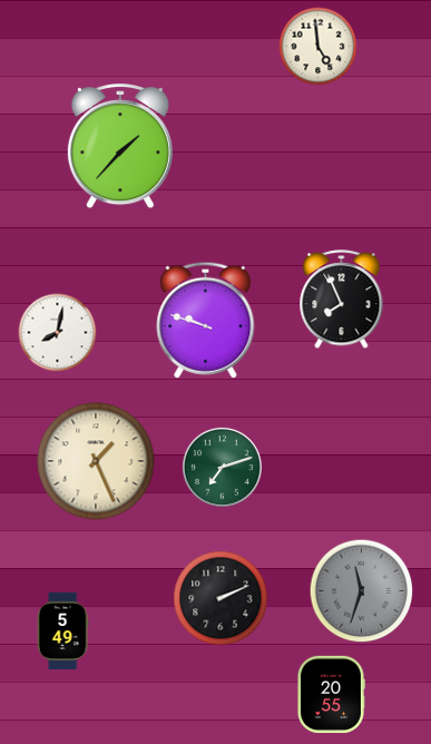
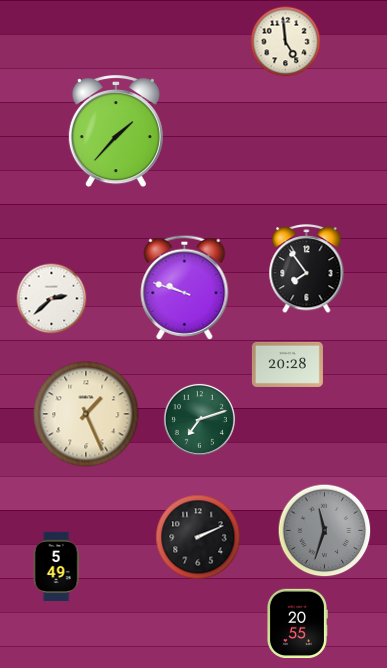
clock at (120, 147) position: (120, 147) -> (116, 132)
clock at (342, 300): 7:56 -> 7:54
clock at (58, 333): 8:02 -> 2:38
clock at (287, 364): none -> 20:28
